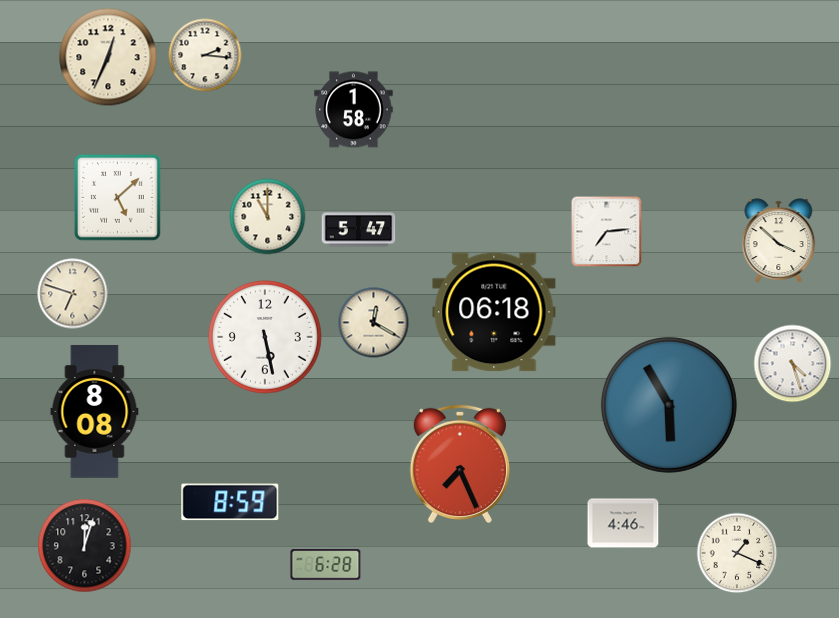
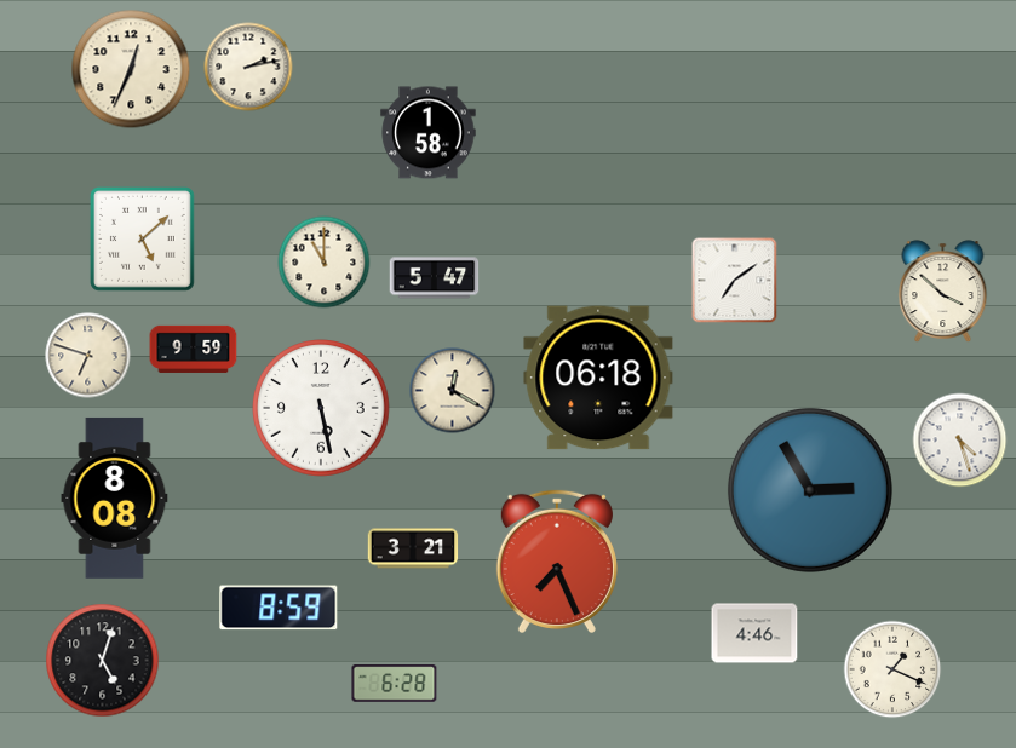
clock at (205, 55): 2:16 -> 2:13
clock at (607, 232): 7:14 -> 7:09
clock at (194, 349): none -> 9:59
clock at (669, 405): 5:55 -> 2:55
clock at (413, 548): none -> 3:21
clock at (85, 546): 12:03 -> 5:03
